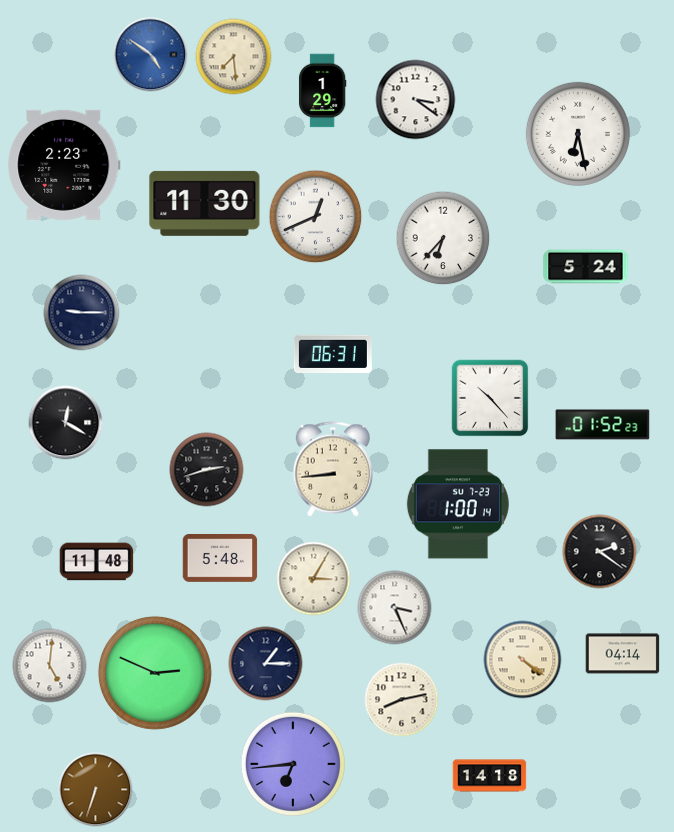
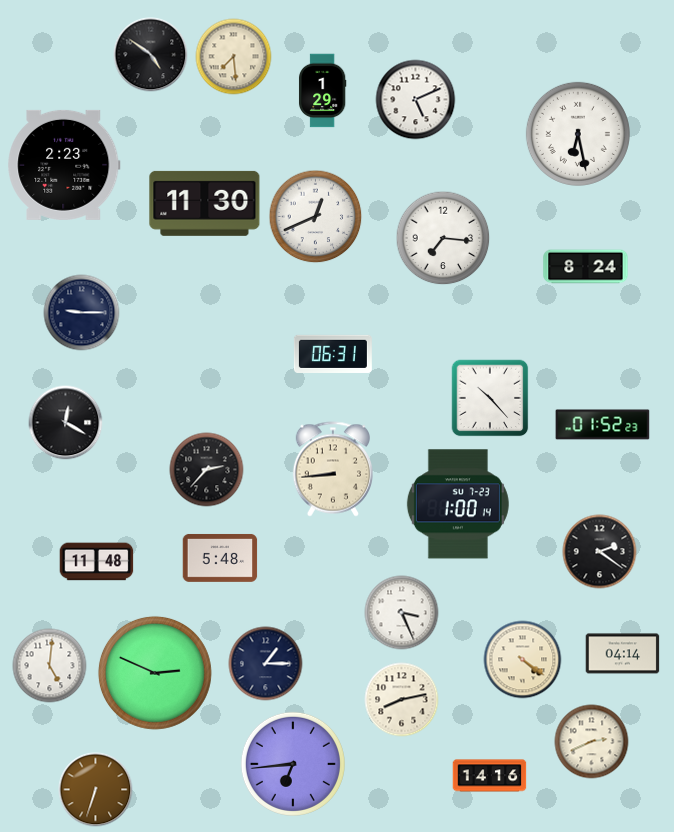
clock at (151, 55) dial: blue -> black
clock at (416, 100): 3:21 -> 5:11
clock at (443, 238): 6:37 -> 7:16
clock at (586, 267): 5:24 -> 8:24
clock at (207, 470): 2:42 -> 2:37
clock at (314, 579): 3:05 -> none
clock at (395, 608) position: (395, 608) -> (402, 613)
clock at (592, 742): none -> 2:41
clock at (490, 776): 14:18 -> 14:16
